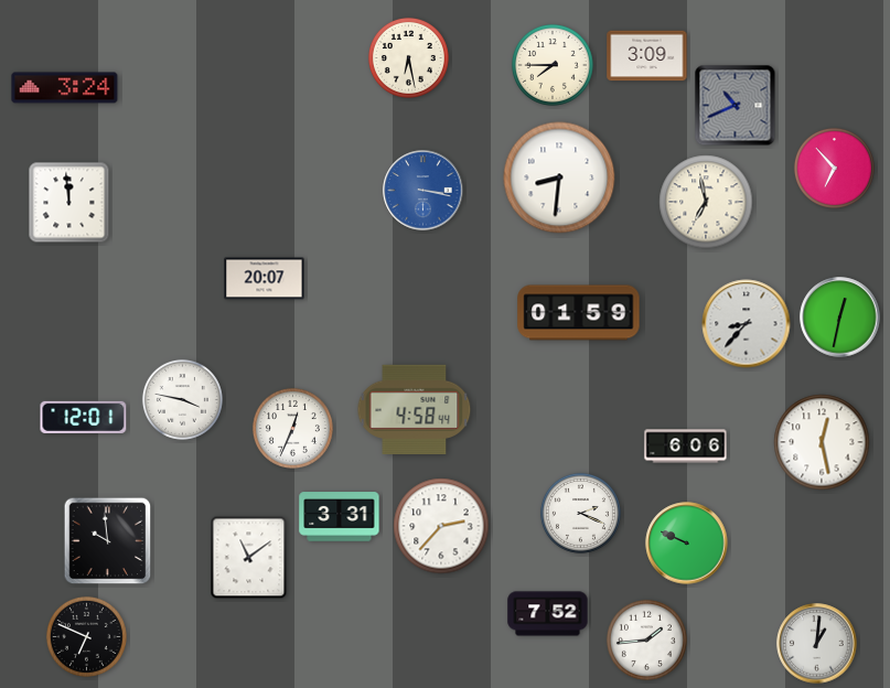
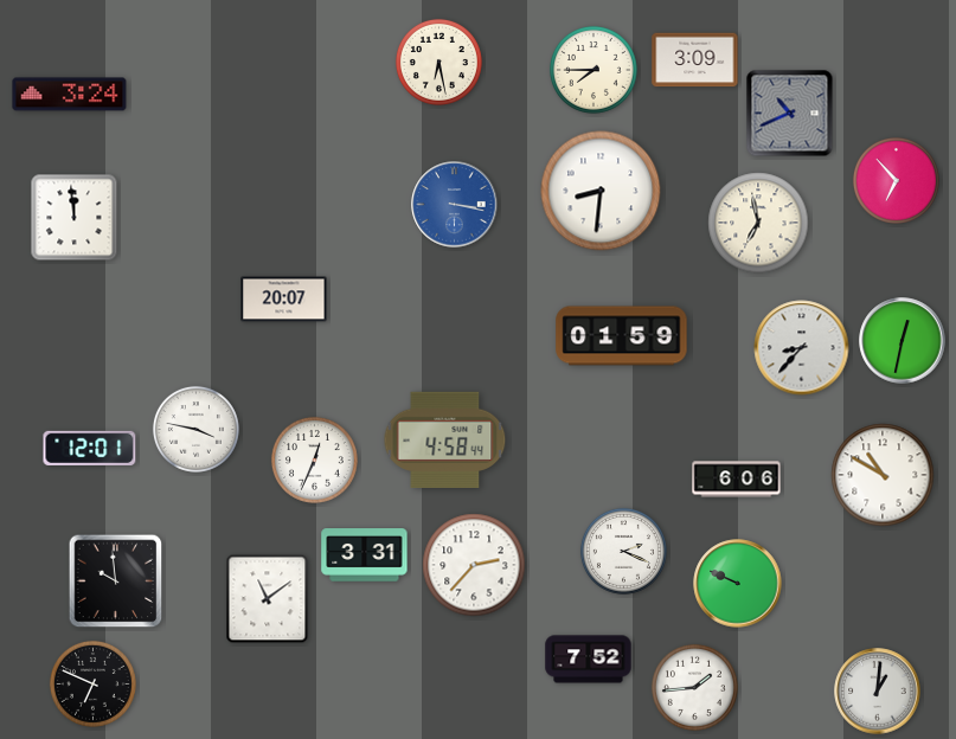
clock at (706, 202) position: (706, 202) -> (758, 223)
clock at (822, 442): 12:28 -> 10:50
